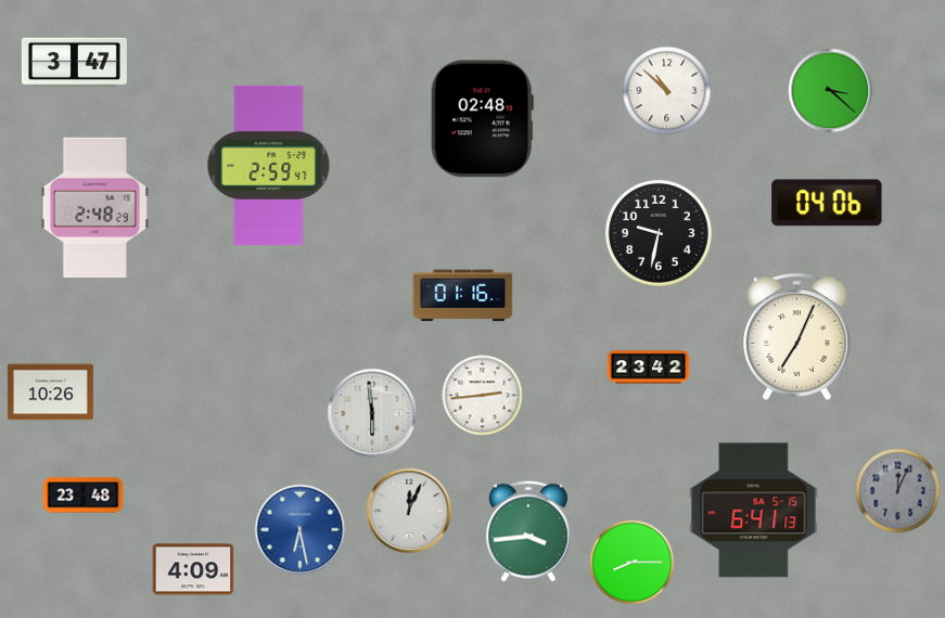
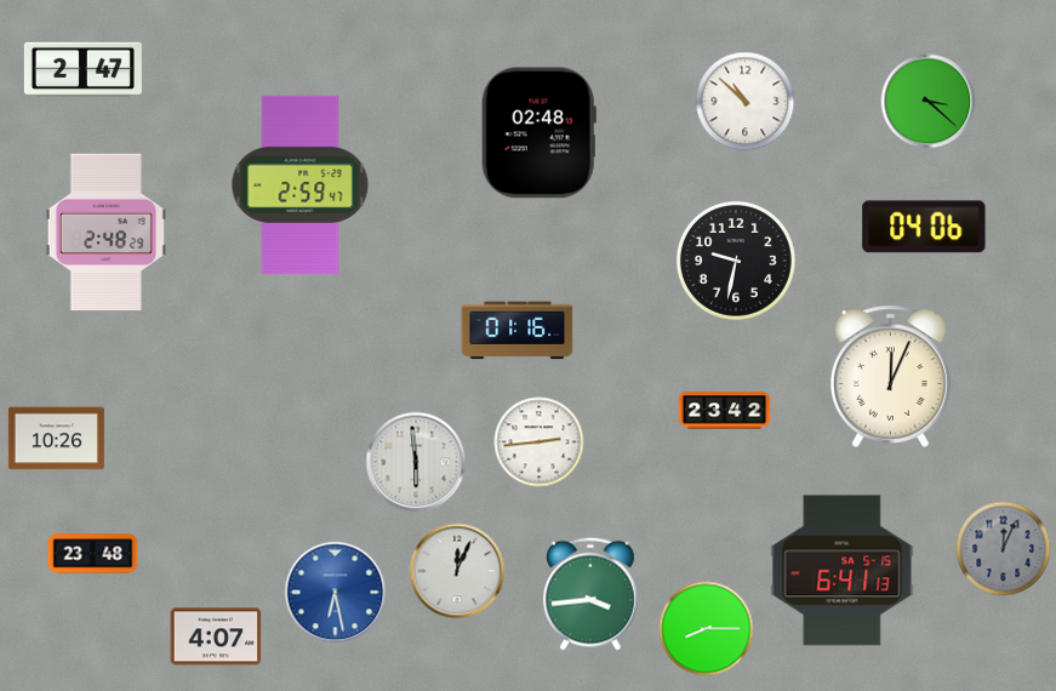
clock at (74, 62): 3:47 -> 2:47
clock at (797, 336): 7:04 -> 12:04
clock at (193, 569): 4:09 -> 4:07
